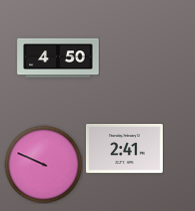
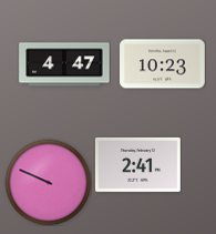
clock at (58, 58): 4:50 -> 4:47
clock at (163, 64): none -> 10:23
